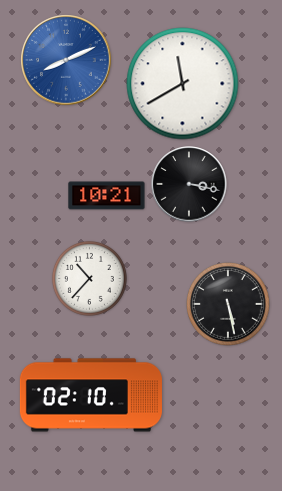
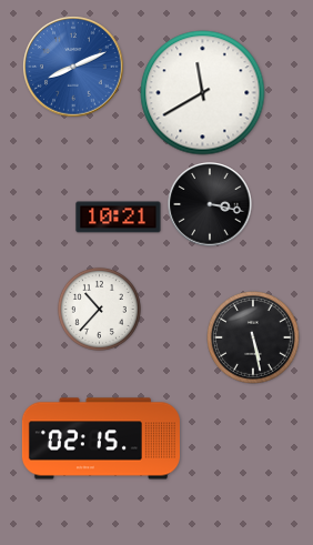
clock at (91, 395): 02:10 -> 02:15
